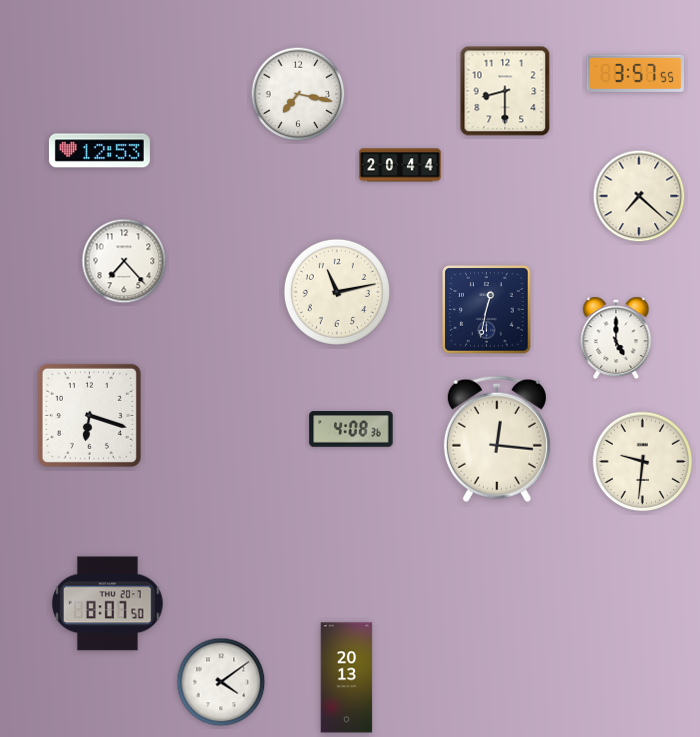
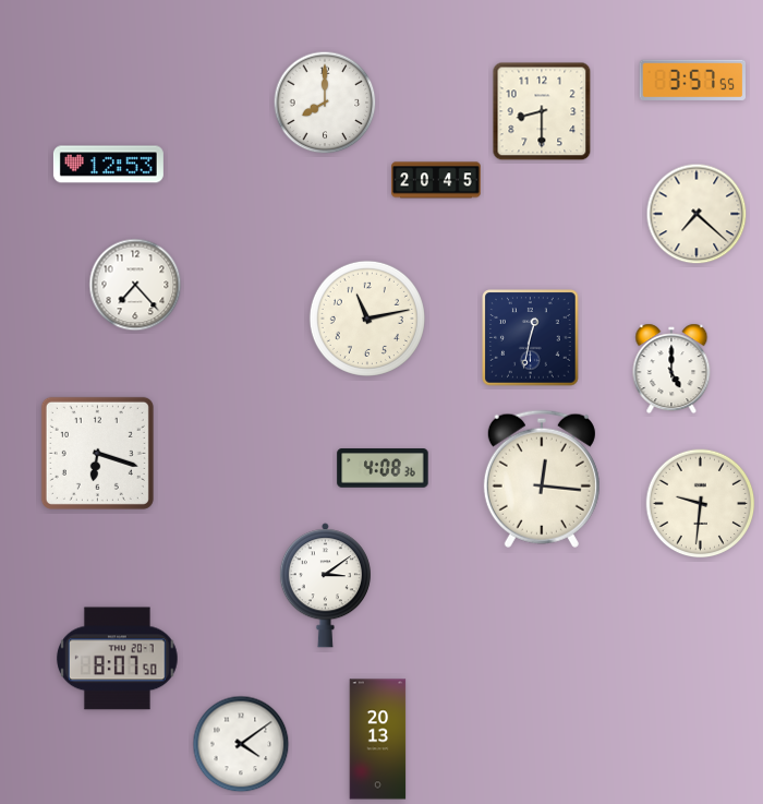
clock at (505, 91) position: (505, 91) -> (542, 111)
clock at (298, 94): 7:17 -> 8:00
clock at (400, 165): 20:44 -> 20:45
clock at (325, 586): none -> 3:09
